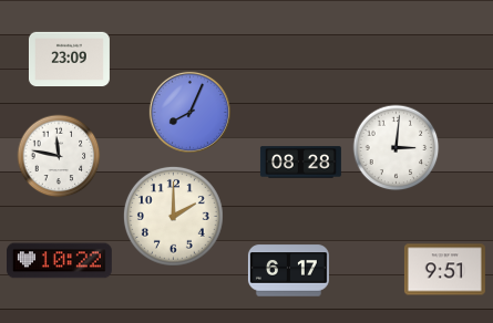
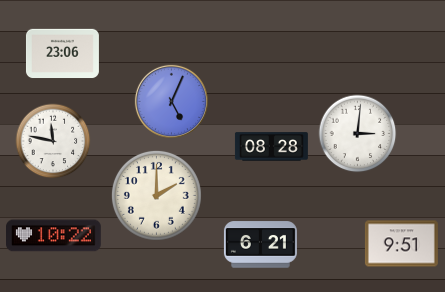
clock at (69, 60): 23:09 -> 23:06
clock at (189, 112): 8:04 -> 5:04
clock at (288, 271): 6:17 -> 6:21
